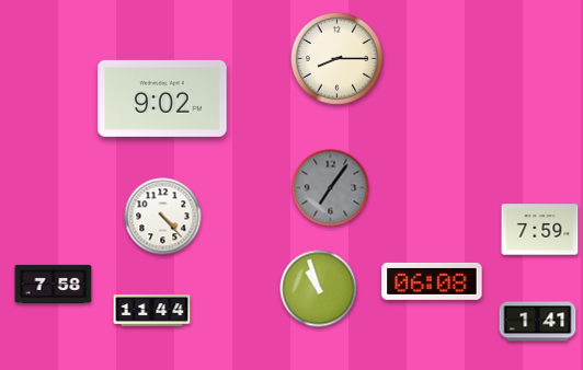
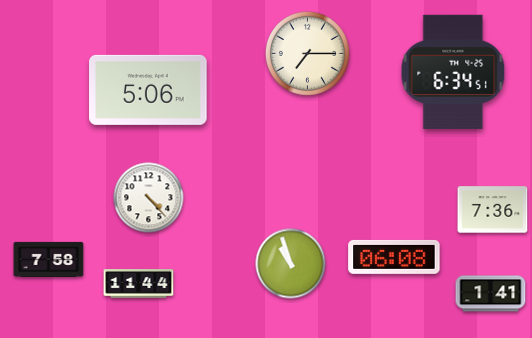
clock at (336, 58): 8:15 -> 7:15
clock at (453, 72): none -> 6:34
clock at (162, 99): 9:02 -> 5:06
clock at (331, 188): 7:06 -> none
clock at (540, 230): 7:59 -> 7:36
